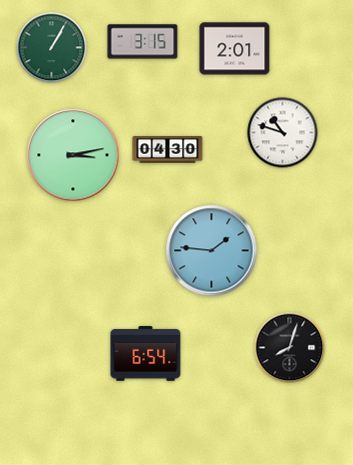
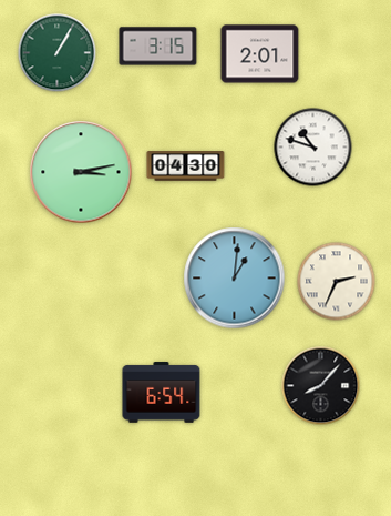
clock at (212, 251): 1:46 -> 1:01
clock at (337, 282): none -> 2:34
clock at (290, 348): 8:03 -> 8:07
